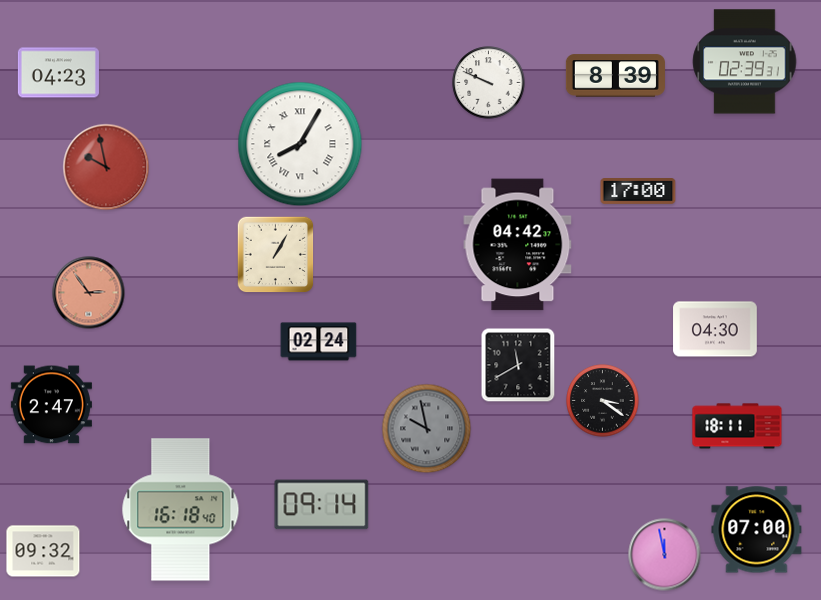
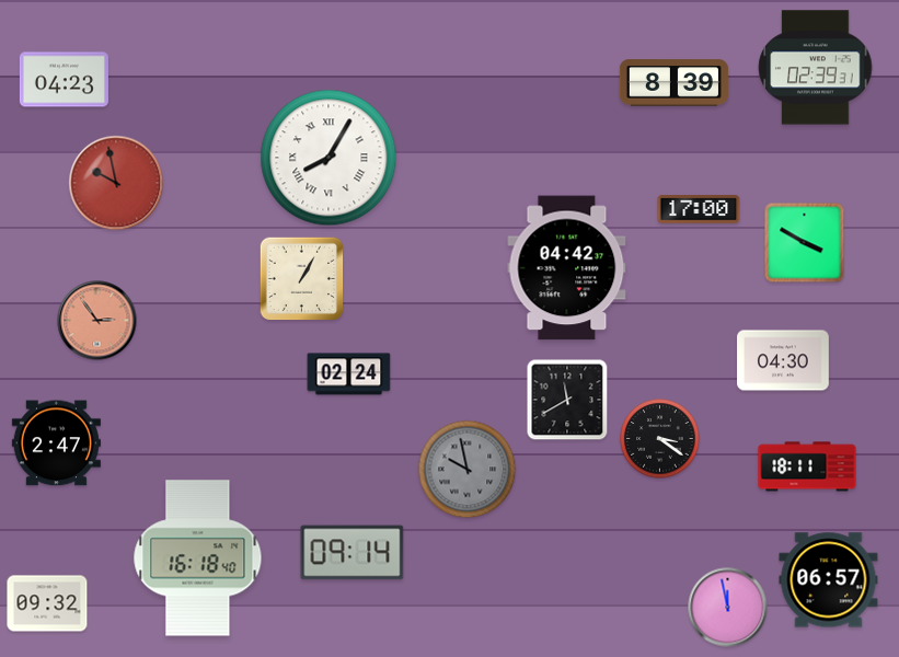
clock at (489, 83): 9:49 -> none
clock at (805, 243): none -> 3:50
clock at (757, 530): 07:00 -> 06:57
